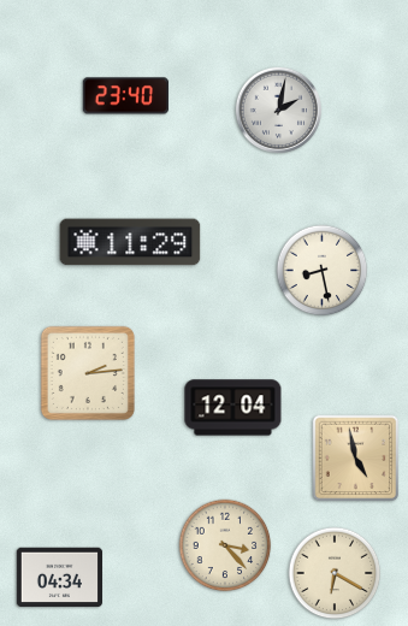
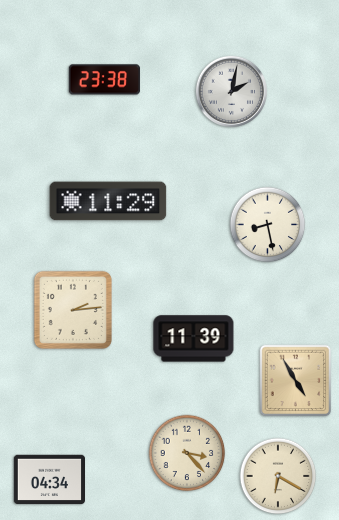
clock at (125, 96): 23:40 -> 23:38
clock at (233, 408): 12:04 -> 11:39
clock at (356, 459): 4:58 -> 4:55
